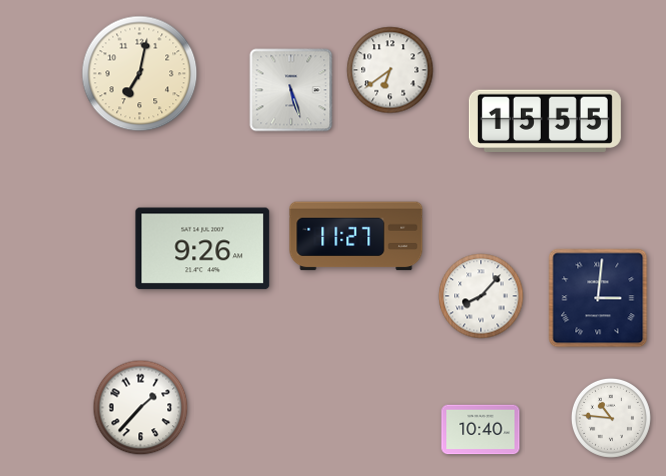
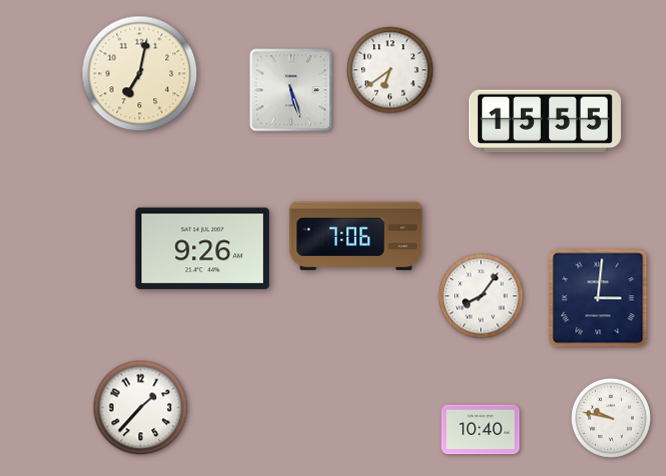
clock at (356, 236): 11:27 -> 7:06
clock at (481, 296): 8:07 -> 8:06
clock at (611, 418): 10:46 -> 9:47
